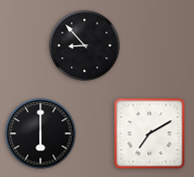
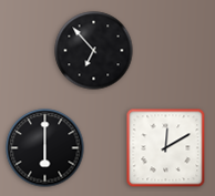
clock at (85, 46): 8:53 -> 6:53
clock at (150, 134): 7:10 -> 12:10
